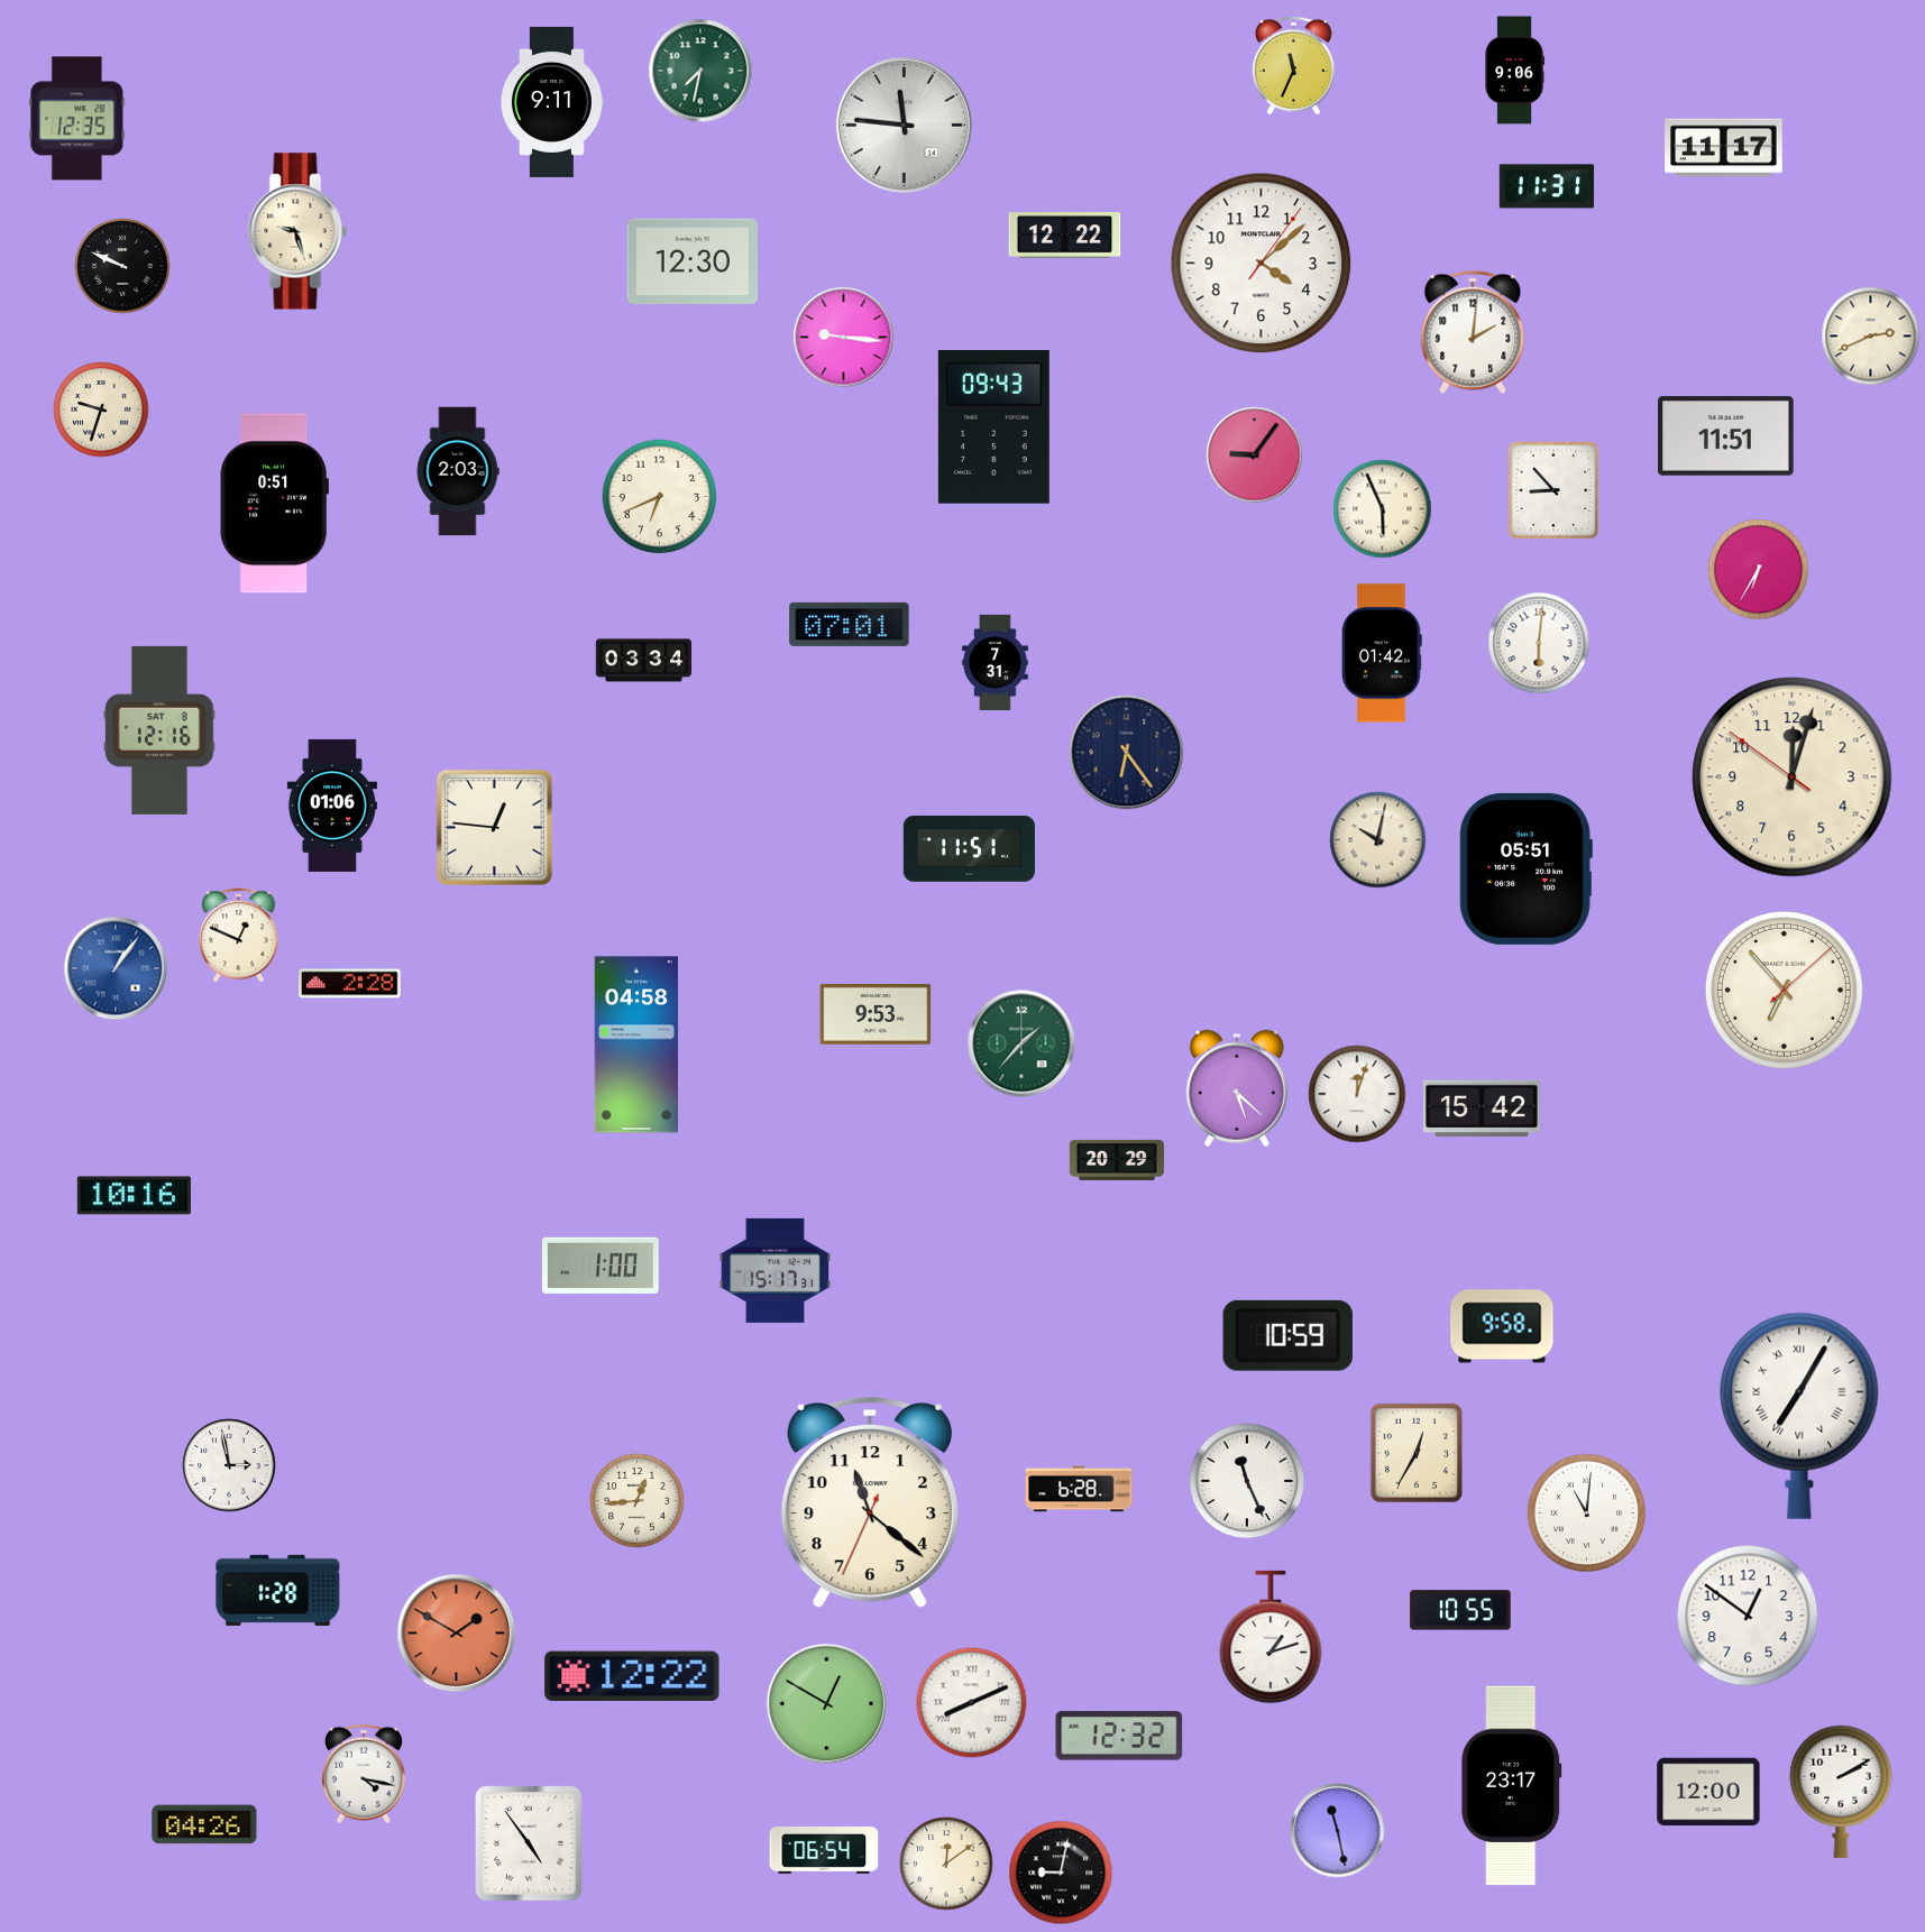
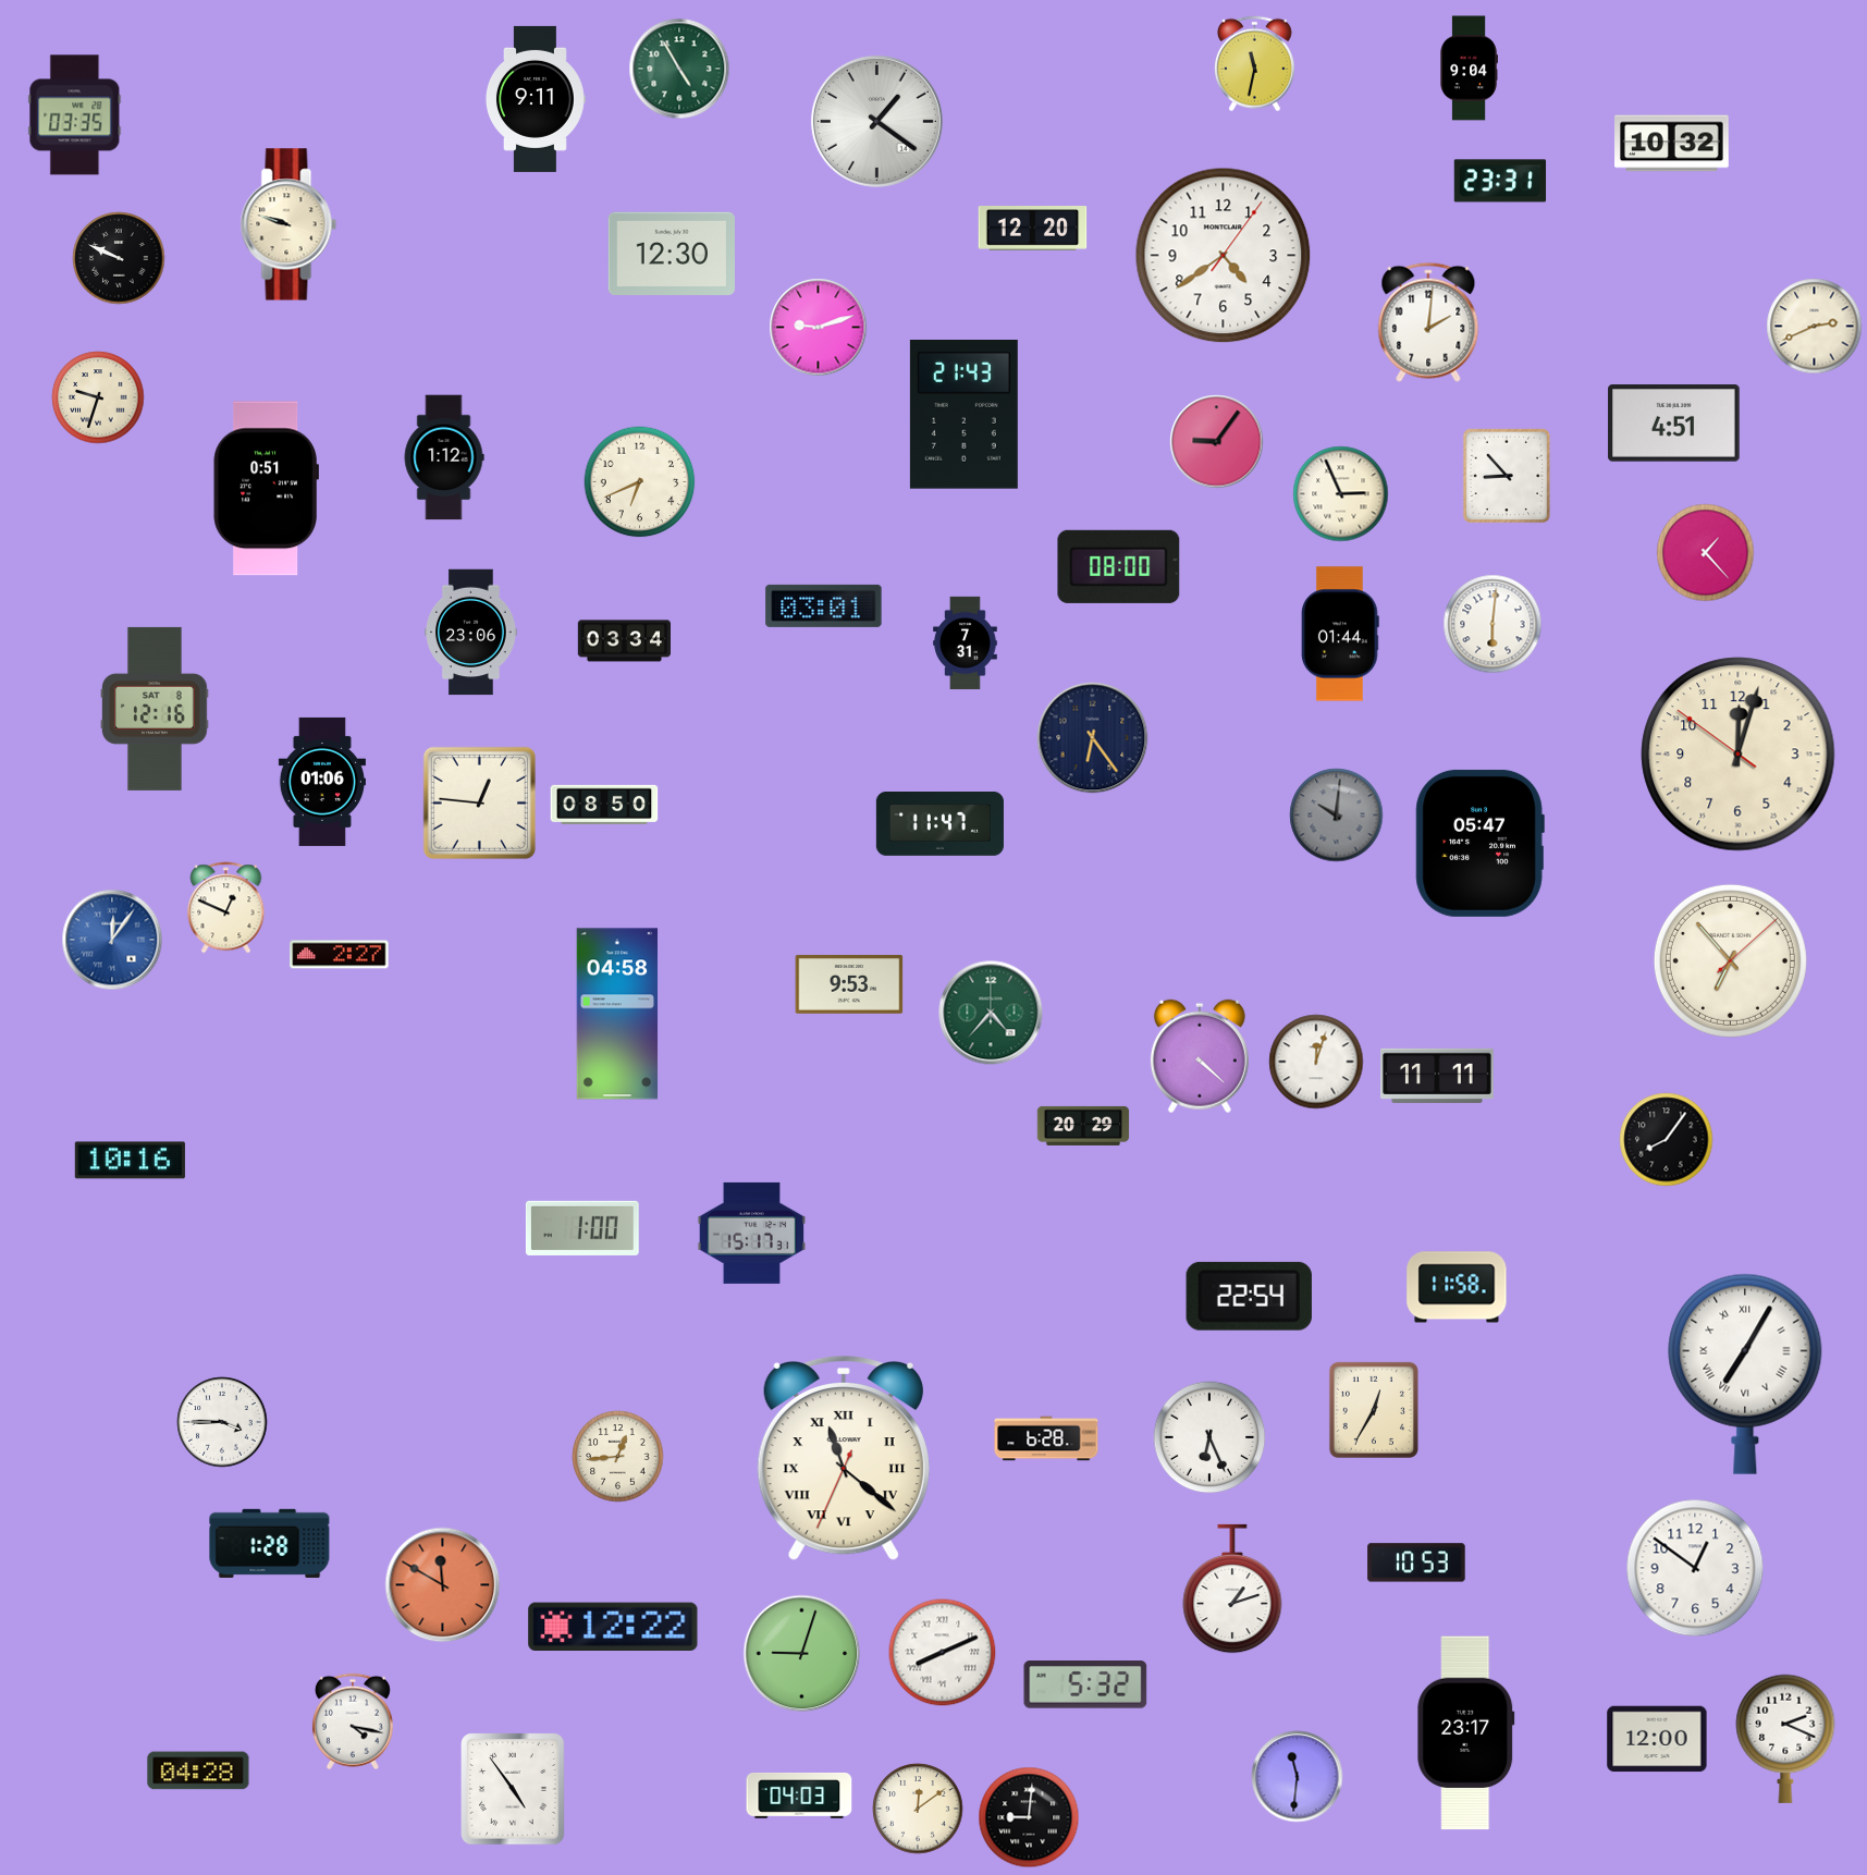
clock at (1293, 66): 11:34 -> 11:32
clock at (700, 71): 7:32 -> 4:55
clock at (1514, 71): 9:06 -> 9:04
clock at (77, 119): 12:35 -> 03:35
clock at (904, 125): 11:46 -> 1:21
clock at (1724, 148): 11:17 -> 10:32
clock at (1547, 186): 11:31 -> 23:31
clock at (297, 231): 9:27 -> 9:48
clock at (1065, 236): 12:22 -> 12:20
clock at (1262, 264): 4:08 -> 4:39
clock at (844, 338): 9:16 -> 9:12
clock at (993, 427): 09:43 -> 21:43
clock at (1726, 436): 11:51 -> 4:51
clock at (458, 471): 2:03 -> 1:12
clock at (1383, 509): 5:56 -> 2:56
clock at (1759, 570): 6:35 -> 1:23
clock at (1119, 566): none -> 08:00
clock at (850, 624): 07:01 -> 03:01
clock at (471, 633): none -> 23:06
clock at (1383, 653): 01:42 -> 01:44
clock at (1127, 753) position: (1127, 753) -> (1093, 738)
clock at (604, 805): none -> 08:50
clock at (1378, 840): 10:02 -> 10:01
clock at (1378, 840) dial: cream -> grey
clock at (969, 849): 11:51 -> 11:47
clock at (1525, 868): 05:51 -> 05:47
clock at (239, 936) position: (239, 936) -> (226, 908)
clock at (116, 968): 1:06 -> 12:06
clock at (350, 984): 2:28 -> 2:27
clock at (1021, 1043): 1:37 -> 4:37
clock at (1237, 1088): 5:22 -> 4:22
clock at (1483, 1108): 15:42 -> 11:11
clock at (1667, 1140): none -> 8:06
clock at (1502, 1326): 9:58 -> 11:58
clock at (1287, 1335): 10:59 -> 22:54
clock at (229, 1465): 2:58 -> 3:45
clock at (1247, 1481): 11:26 -> 6:26
clock at (1079, 1489) position: (1079, 1489) -> (1046, 1438)
clock at (870, 1502) numerals: Arabic -> Roman
clock at (1586, 1512): 11:01 -> none
clock at (1460, 1610): 10:55 -> 10:53
clock at (457, 1634): 1:50 -> 11:50
clock at (827, 1704): 12:50 -> 9:03
clock at (1119, 1736): 12:32 -> 5:32
clock at (1841, 1792): 2:10 -> 2:19
clock at (204, 1824): 04:26 -> 04:28
clock at (1338, 1831): 11:28 -> 11:31
clock at (824, 1850): 06:54 -> 04:03
clock at (1061, 1873): 9:02 -> 9:01
